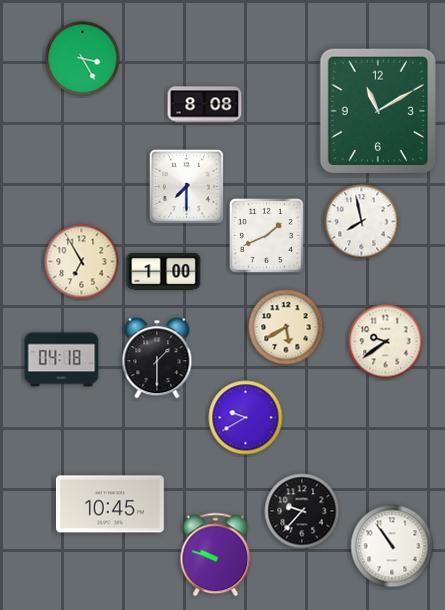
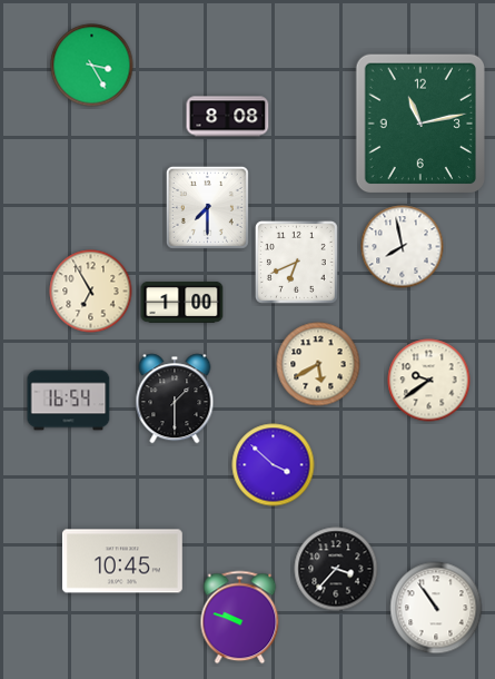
clock at (378, 111): 11:10 -> 11:13
clock at (266, 235): 1:41 -> 6:41
clock at (62, 360): 04:18 -> 16:54
clock at (246, 418): 9:40 -> 3:52
clock at (302, 511): 9:37 -> 3:37
